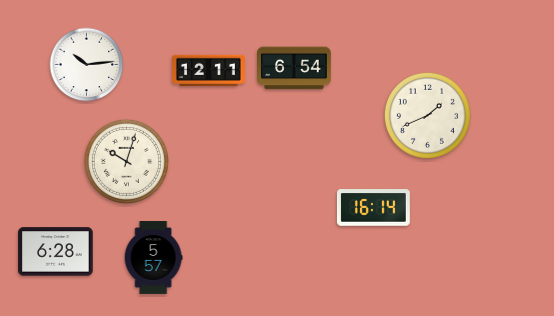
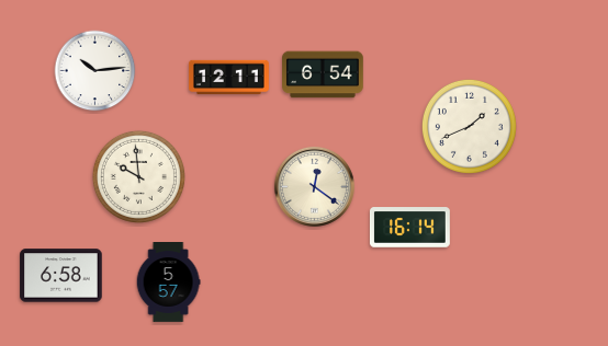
clock at (126, 161): 10:03 -> 9:59
clock at (314, 186): none -> 12:21
clock at (56, 252): 6:28 -> 6:58
